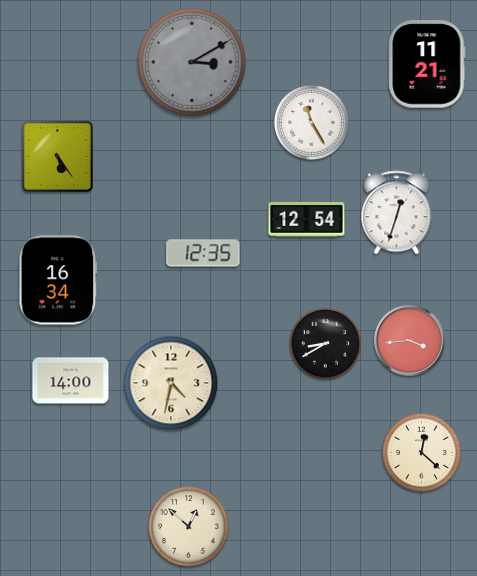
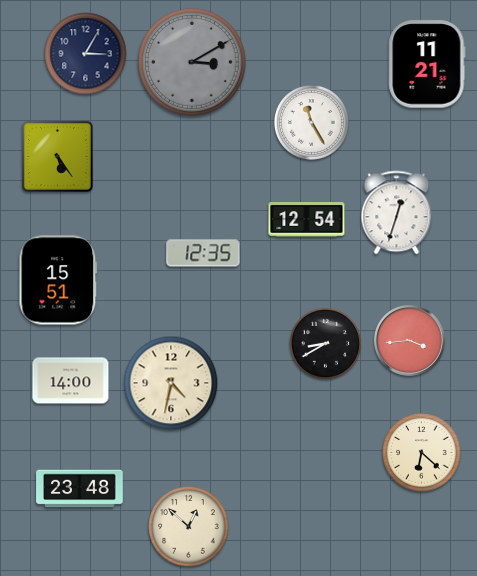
clock at (86, 54): none -> 3:05
clock at (58, 280): 16:34 -> 15:51
clock at (422, 453): 12:22 -> 6:22
clock at (80, 489): none -> 23:48
